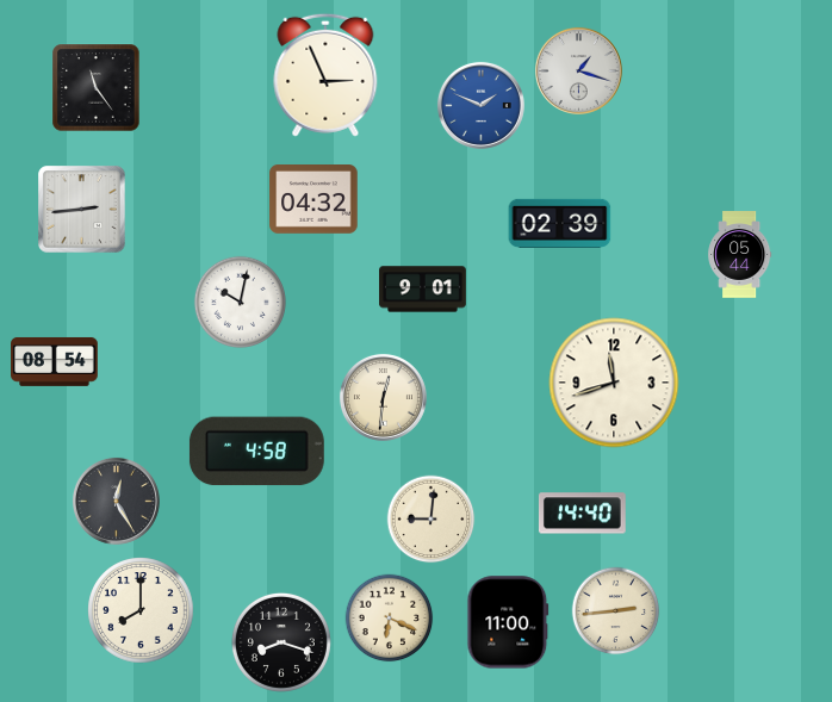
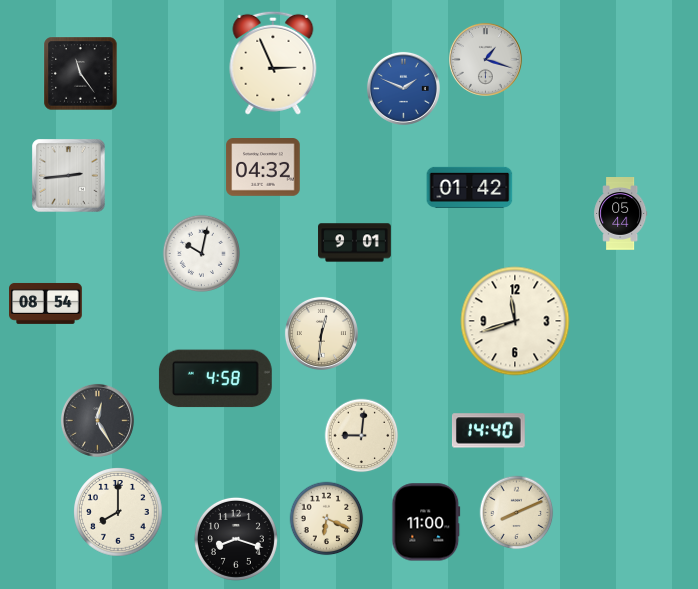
clock at (560, 223): 02:39 -> 01:42
clock at (616, 611): 2:44 -> 8:11
